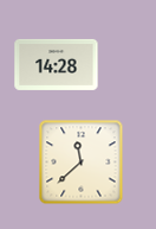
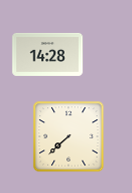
clock at (82, 163): 11:38 -> 7:38
